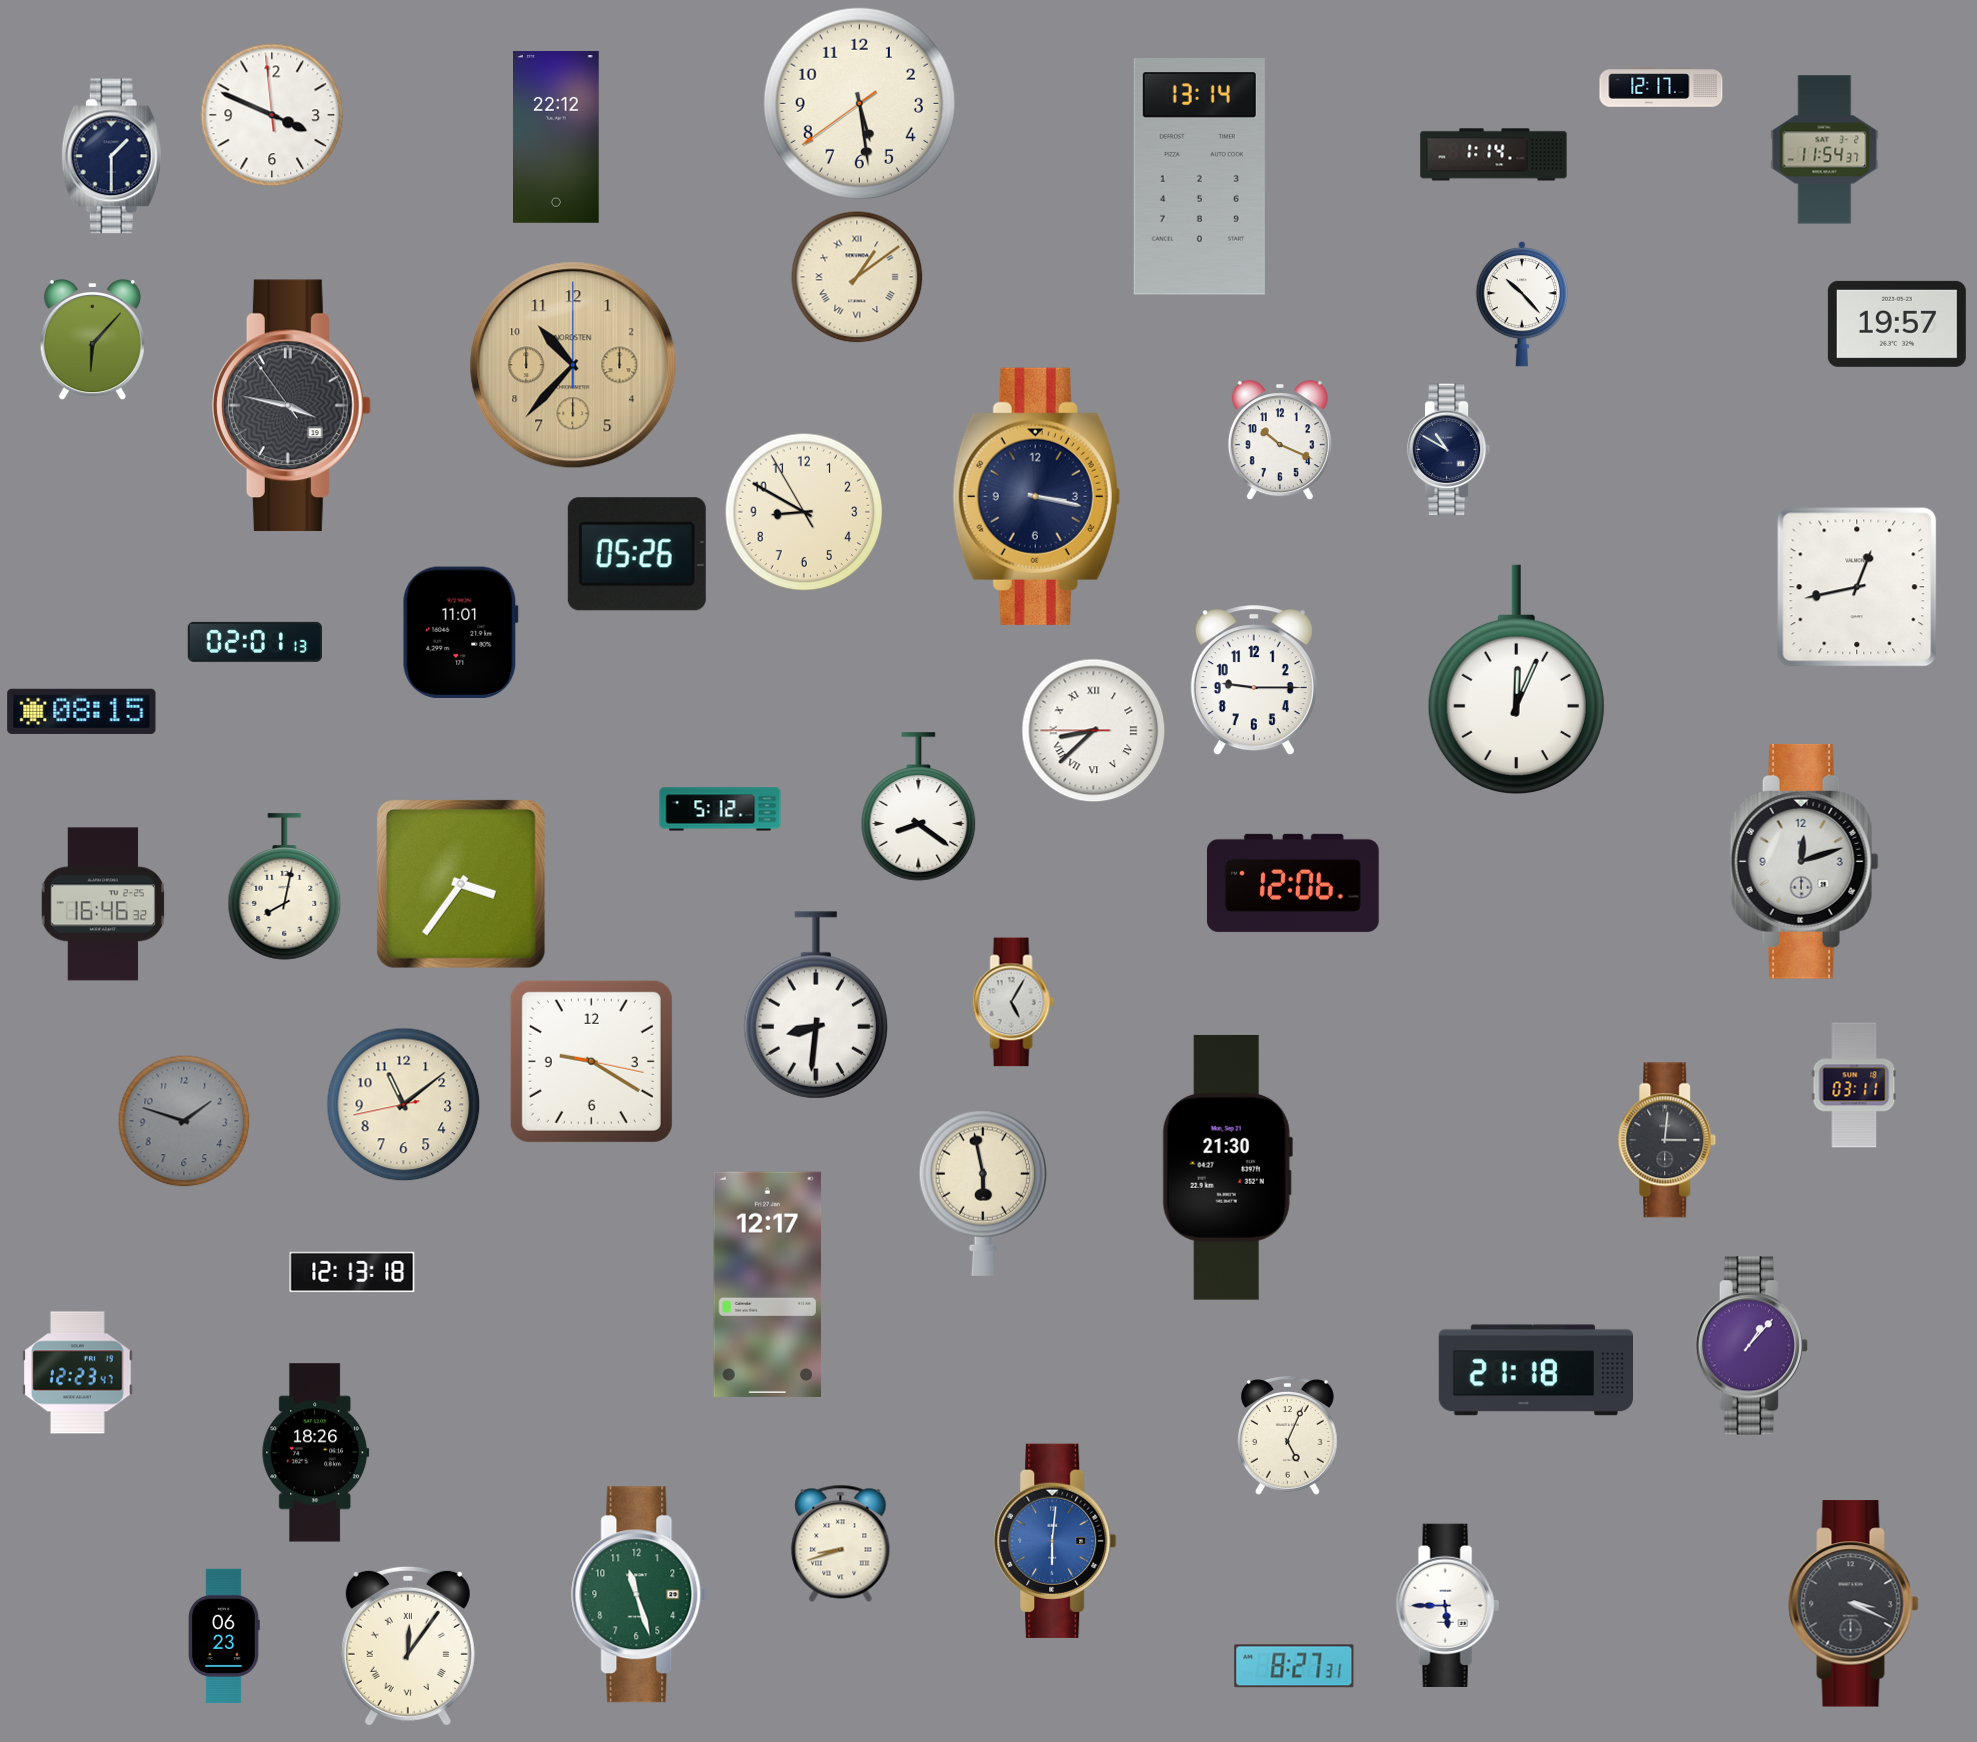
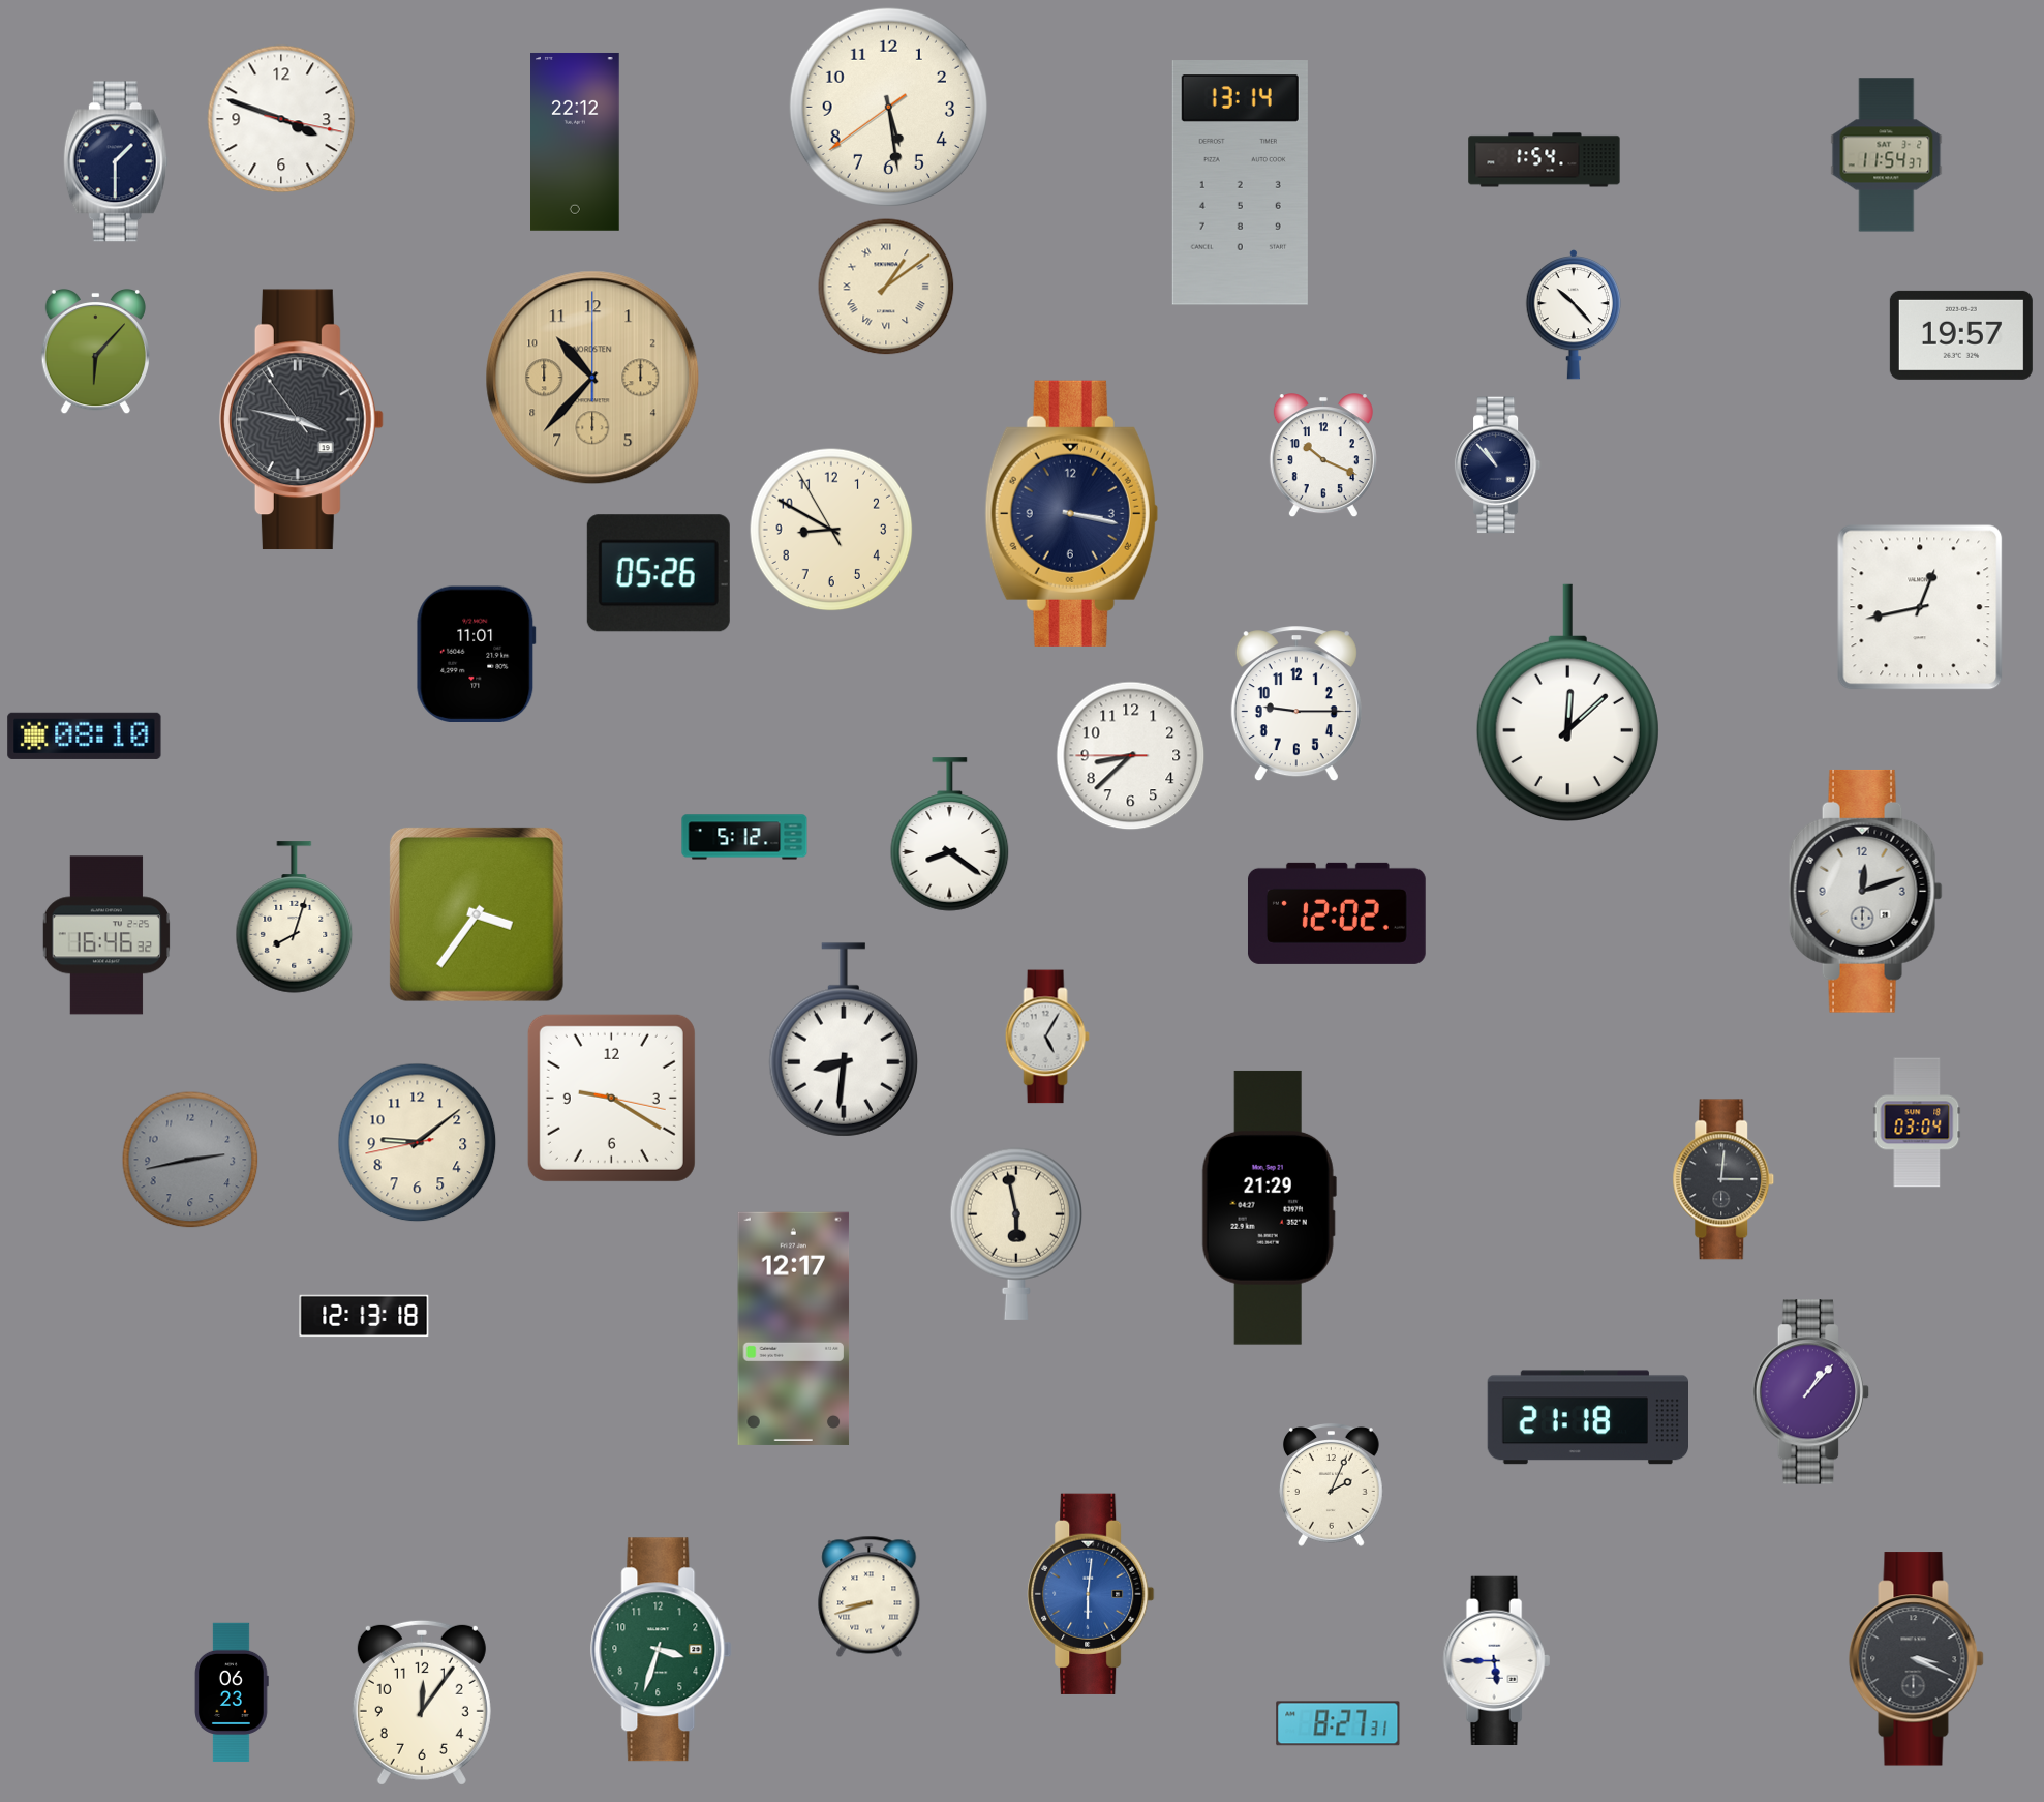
clock at (1661, 87): 12:17 -> none
clock at (272, 115): 3:48:59 -> 3:48:17
clock at (1494, 155): 1:14 -> 1:54
clock at (1449, 450): 10:50 -> 10:53
clock at (255, 642): 02:01 -> none
clock at (1516, 679): 12:04 -> 12:08
clock at (82, 711): 08:15 -> 08:10
clock at (1094, 731) numerals: Roman -> Arabic
clock at (1293, 883): 12:06 -> 12:02
clock at (285, 887): 8:02 -> 8:03
clock at (1854, 1085): 03:11 -> 03:04
clock at (404, 1105): 11:08 -> 9:08
clock at (184, 1121): 1:48 -> 2:43
clock at (1227, 1167): 21:30 -> 21:29
clock at (78, 1373): 12:23 -> none
clock at (1287, 1436): 5:04 -> 2:04
clock at (316, 1453): 18:26 -> none
clock at (640, 1595): 11:27 -> 3:33
clock at (408, 1646) numerals: Roman -> Arabic
